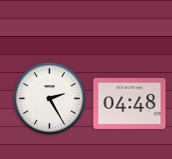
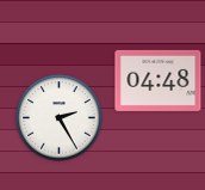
clock at (130, 103) position: (130, 103) -> (159, 80)
